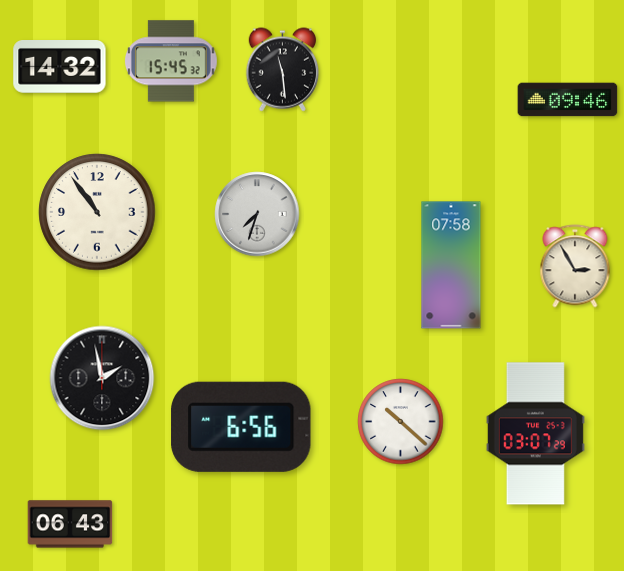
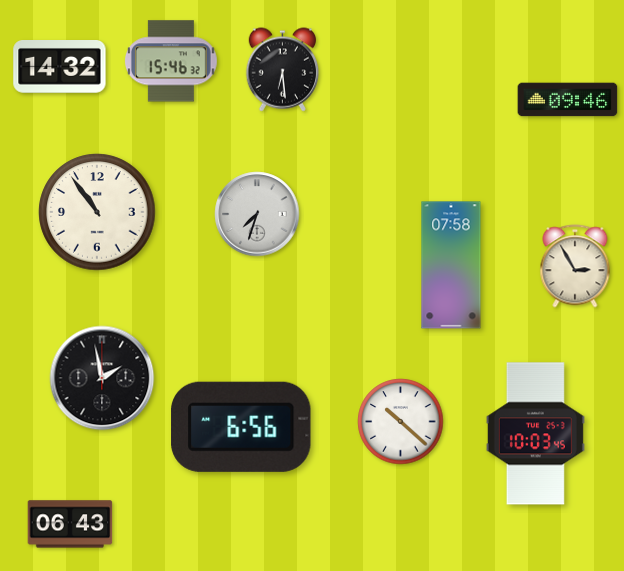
clock at (171, 61): 15:45 -> 15:46
clock at (282, 70): 11:29 -> 6:29
clock at (535, 434): 03:07 -> 10:03
